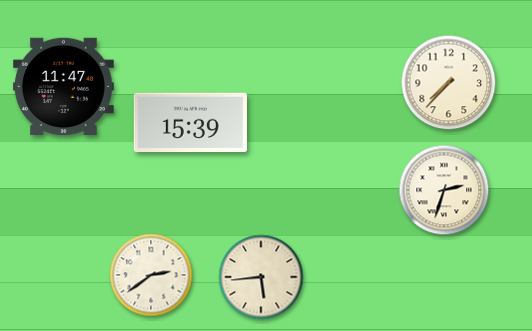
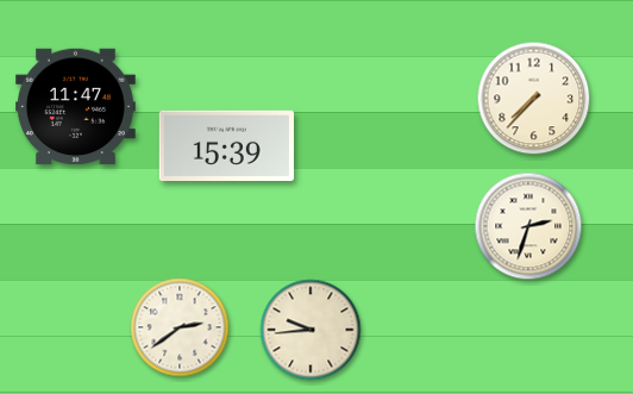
clock at (64, 87) position: (64, 87) -> (76, 107)
clock at (261, 277): 5:44 -> 9:44
